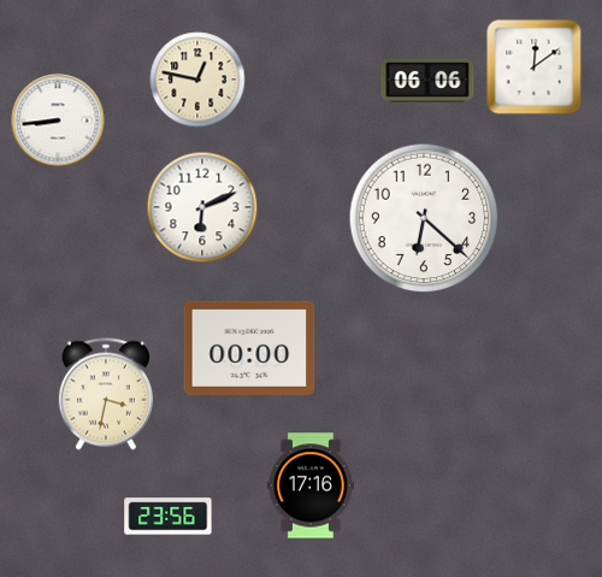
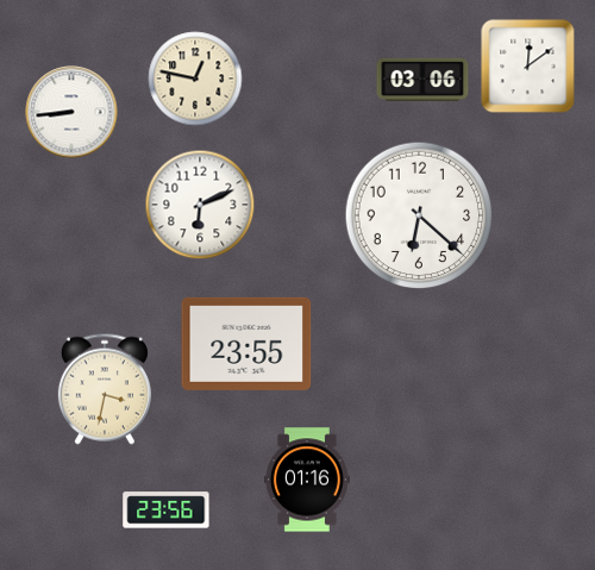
clock at (427, 80): 06:06 -> 03:06
clock at (58, 120) position: (58, 120) -> (71, 112)
clock at (249, 348): 00:00 -> 23:55
clock at (311, 485): 17:16 -> 01:16
